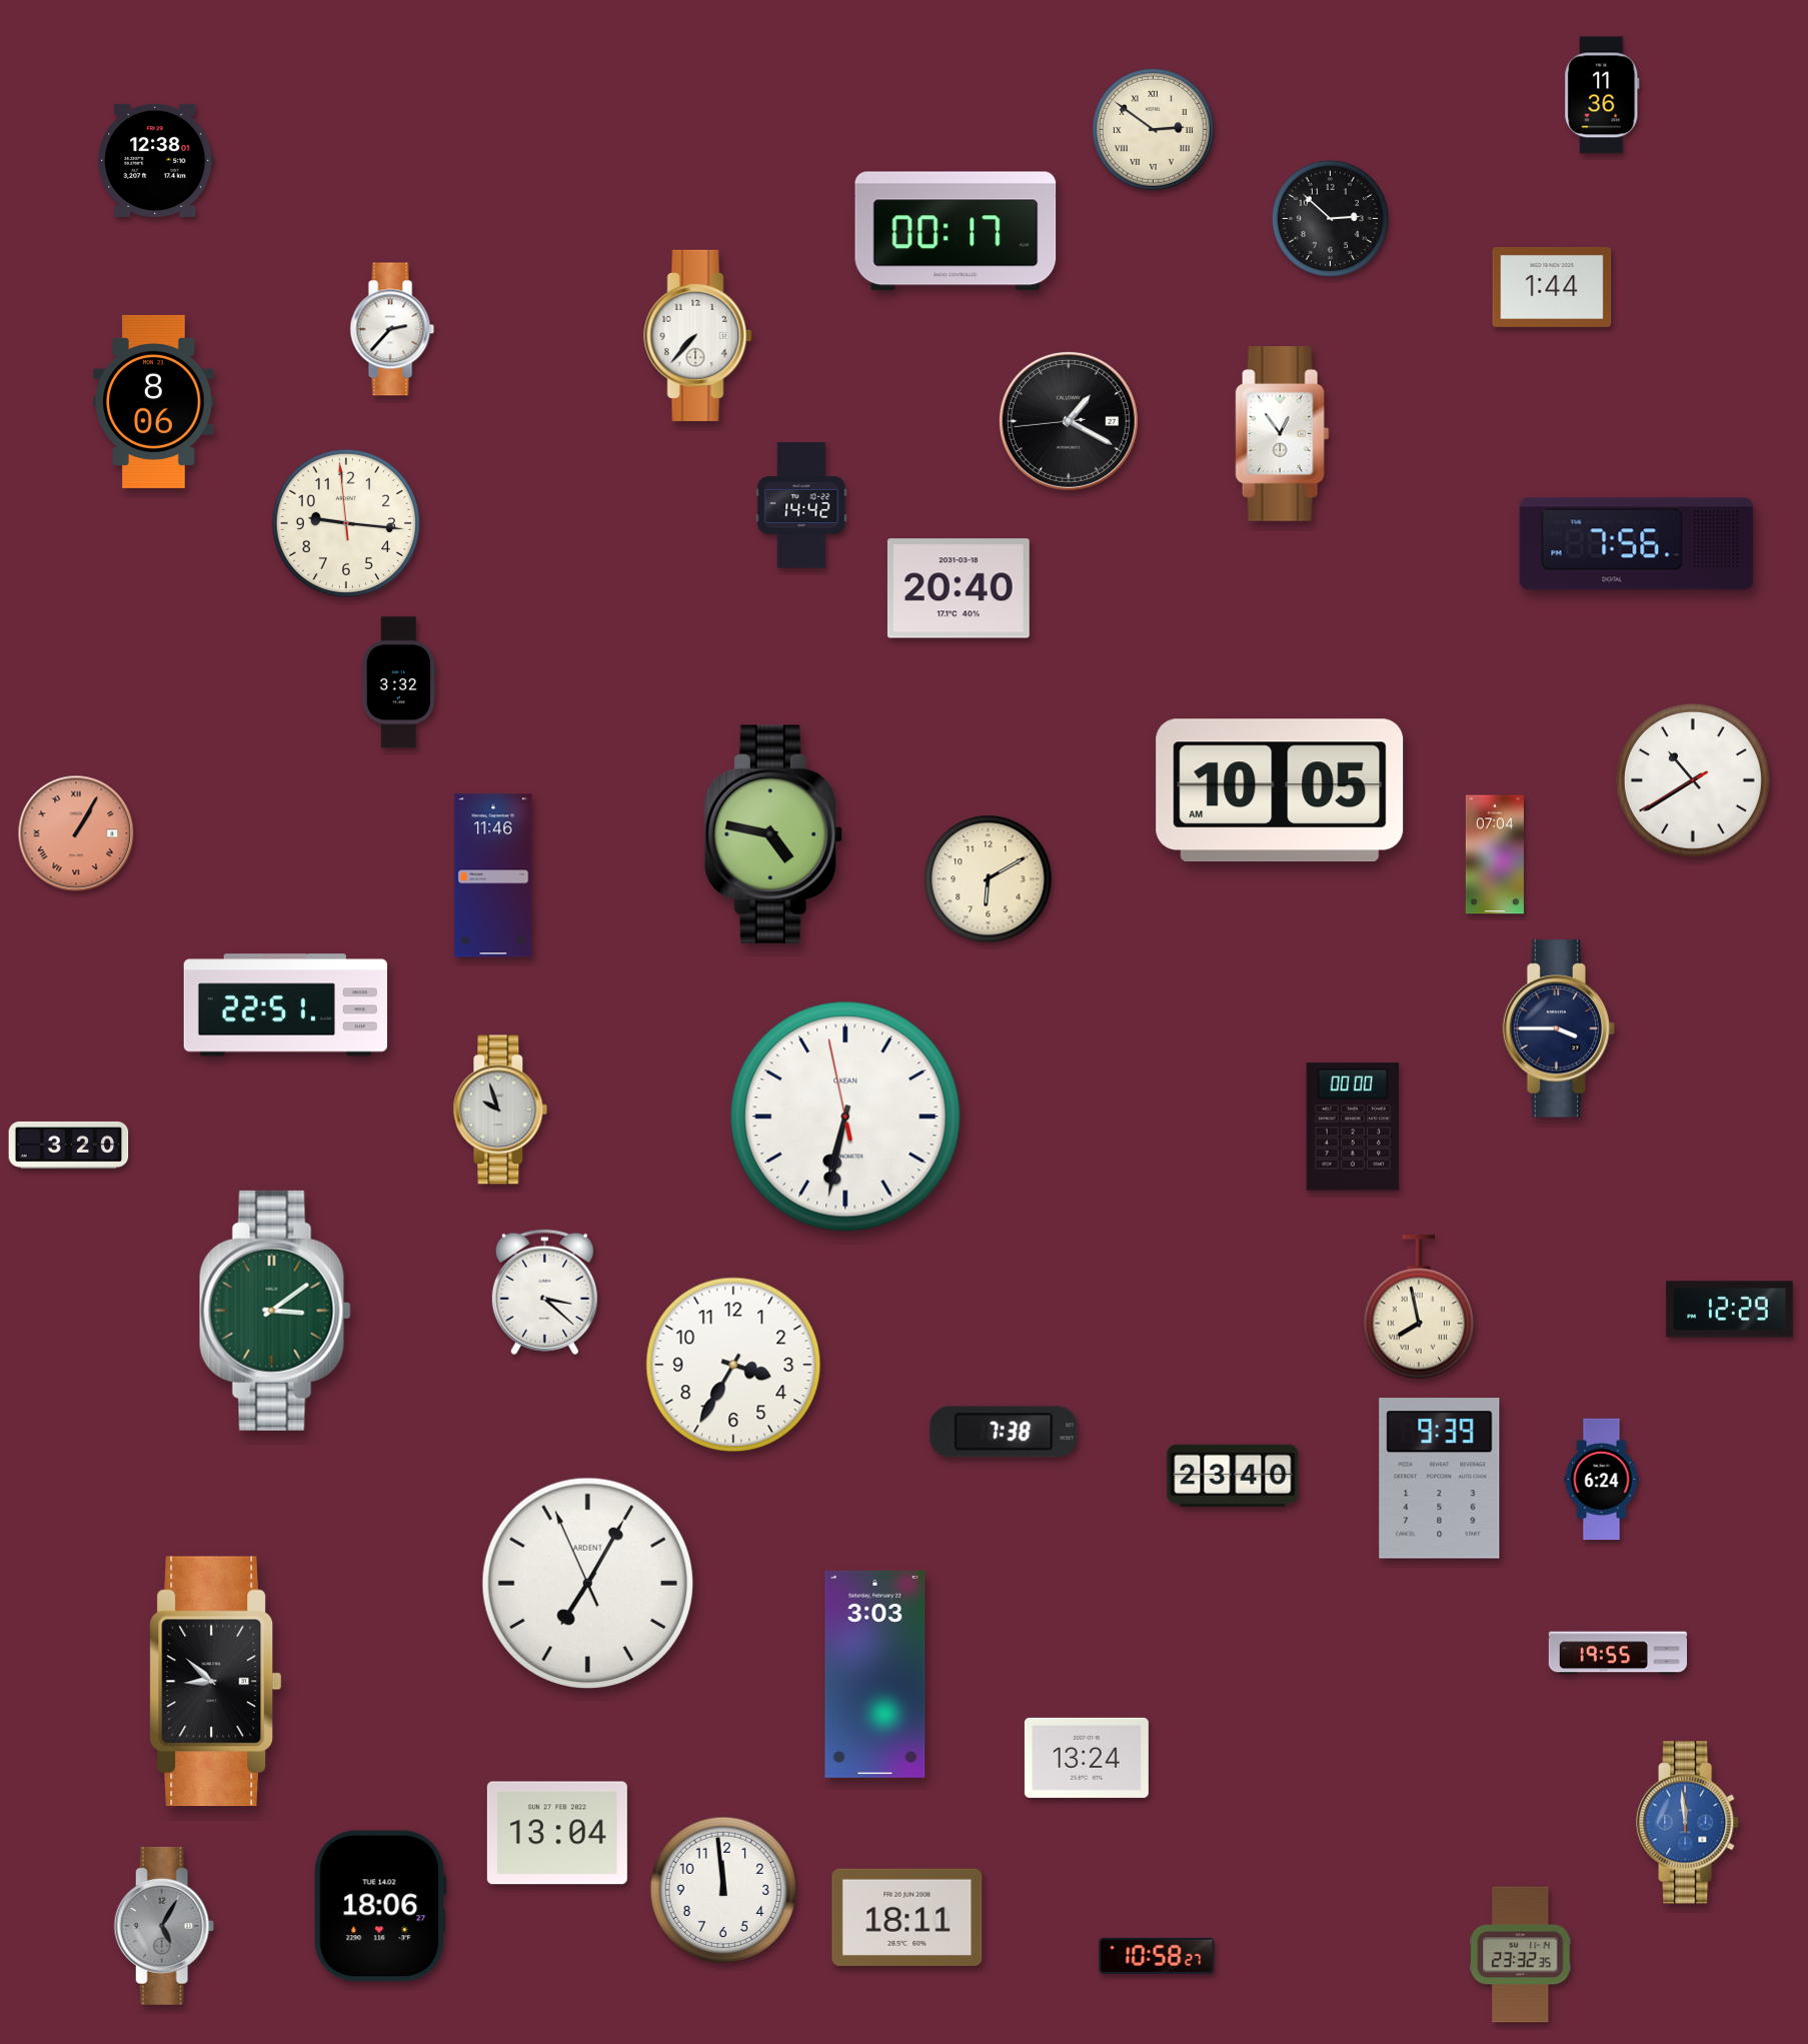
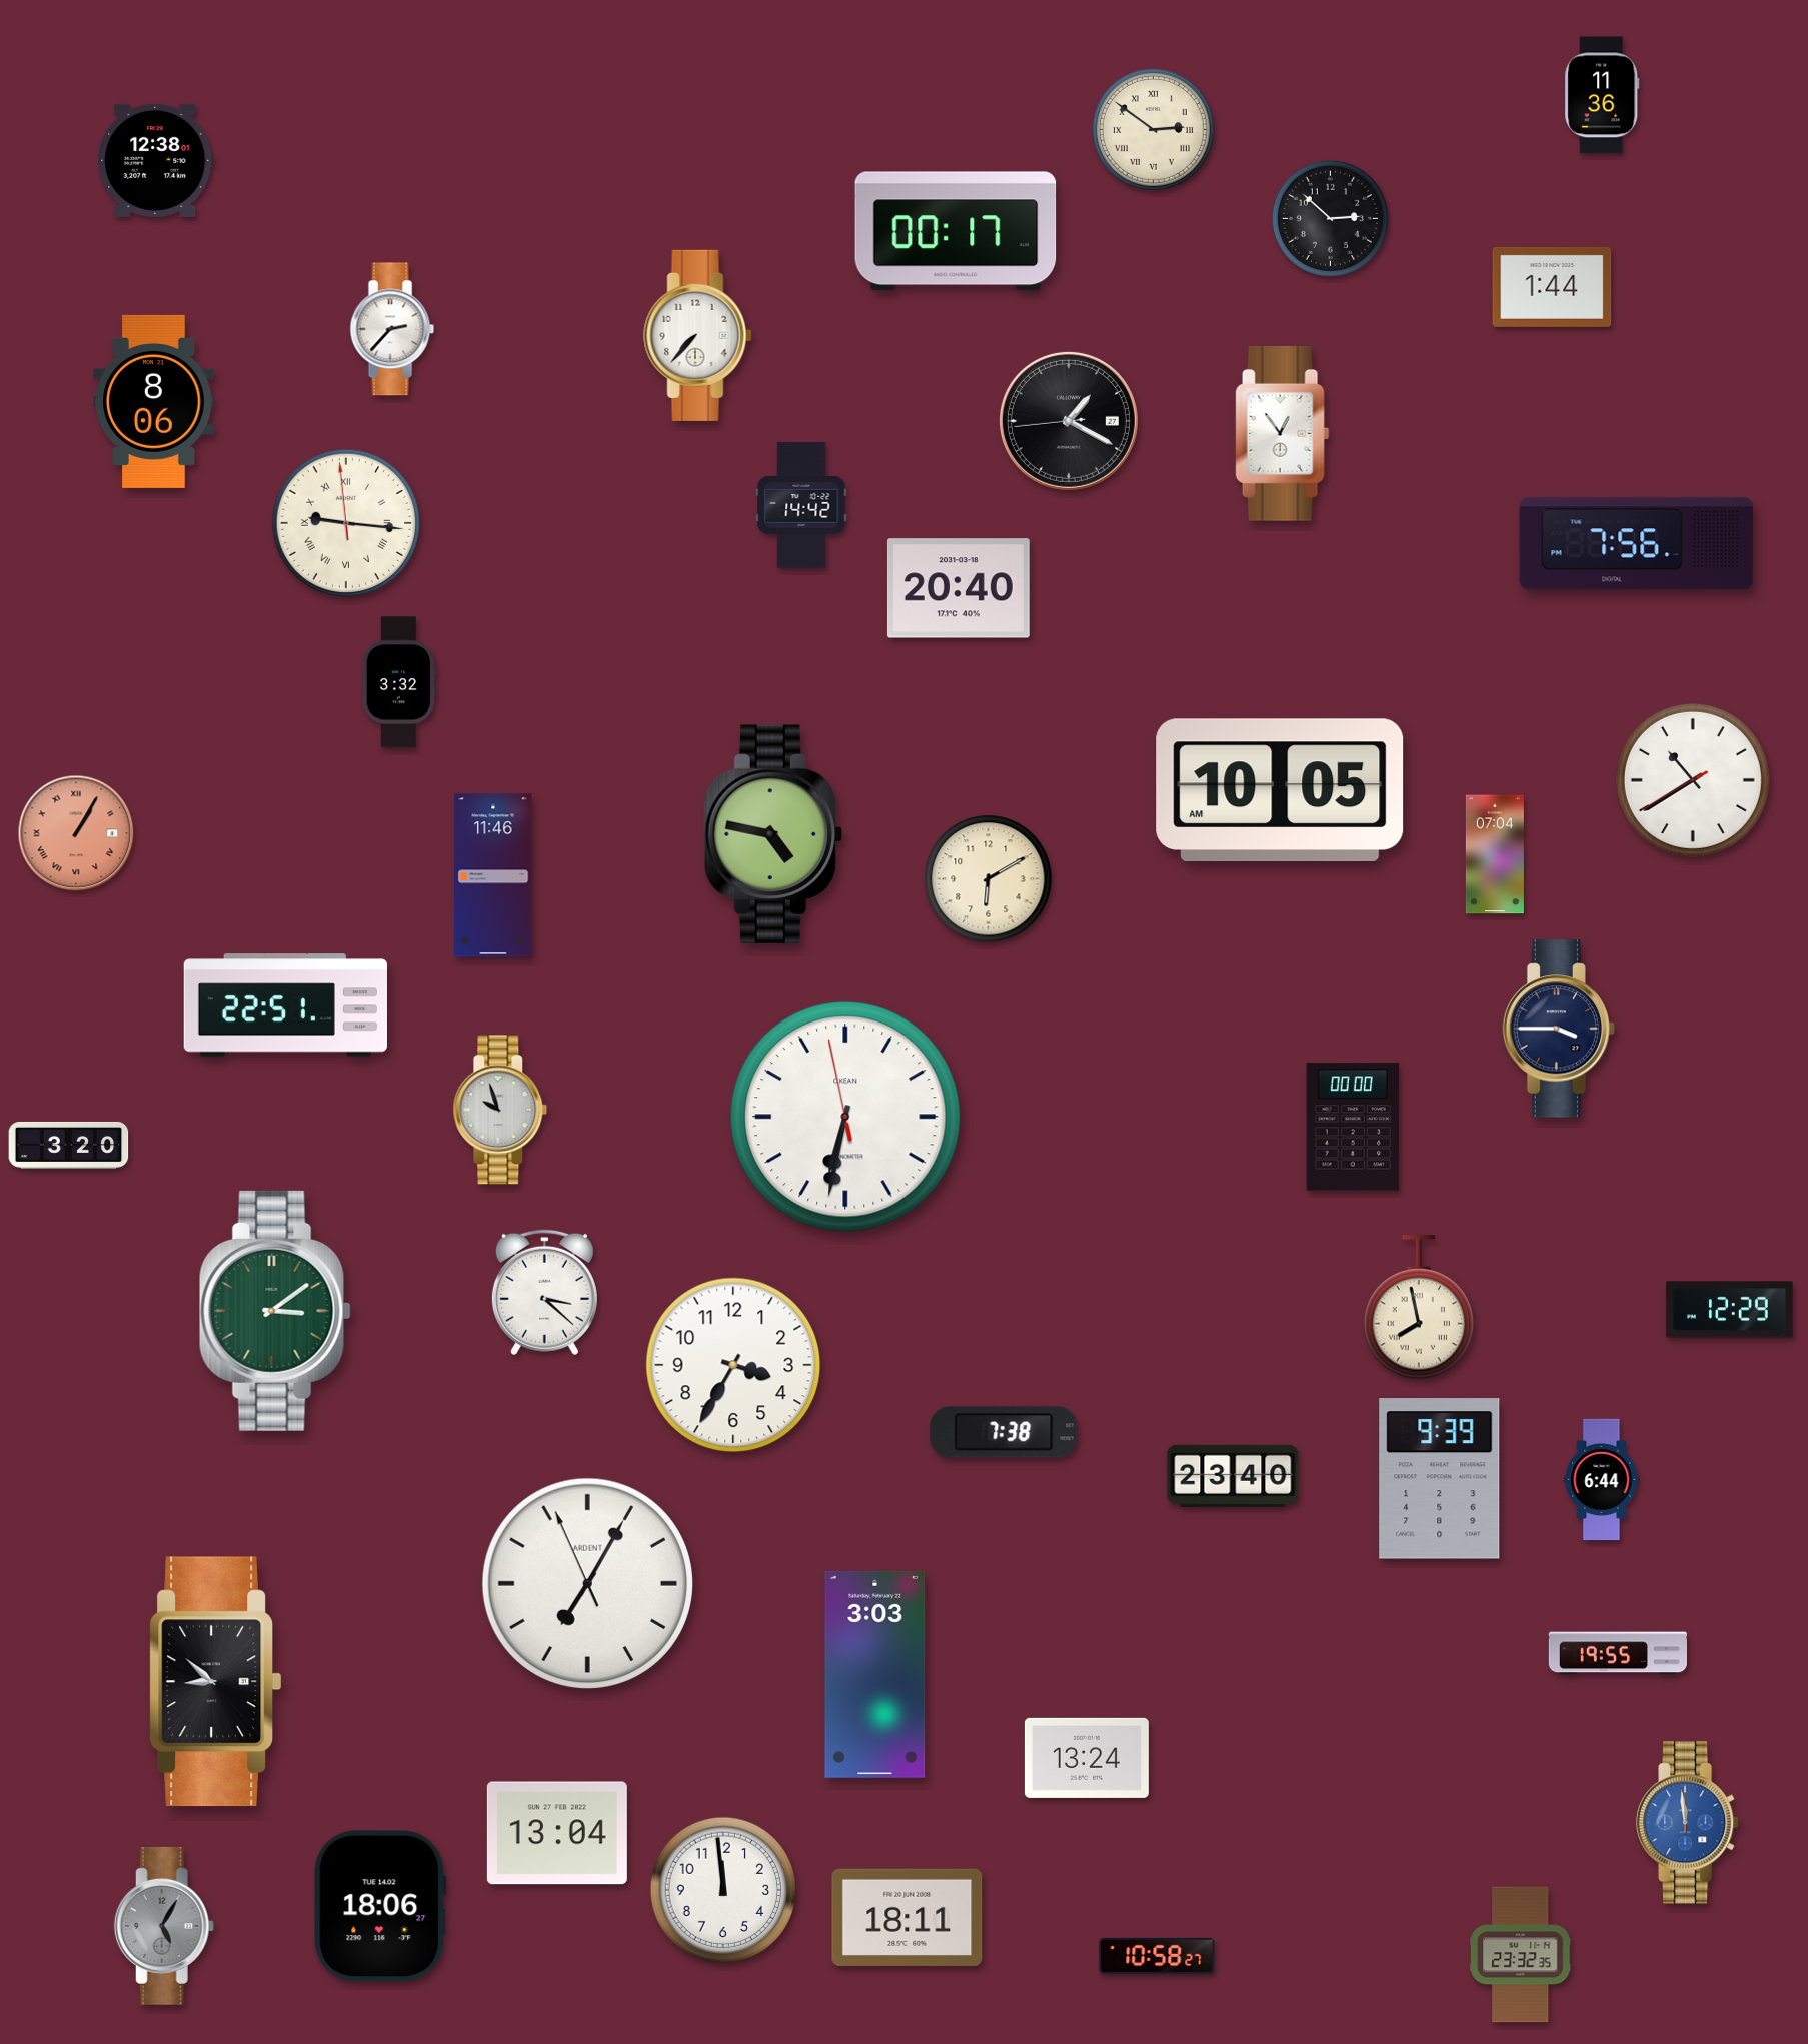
clock at (346, 523) numerals: Arabic -> Roman
clock at (1602, 1480): 6:24 -> 6:44
